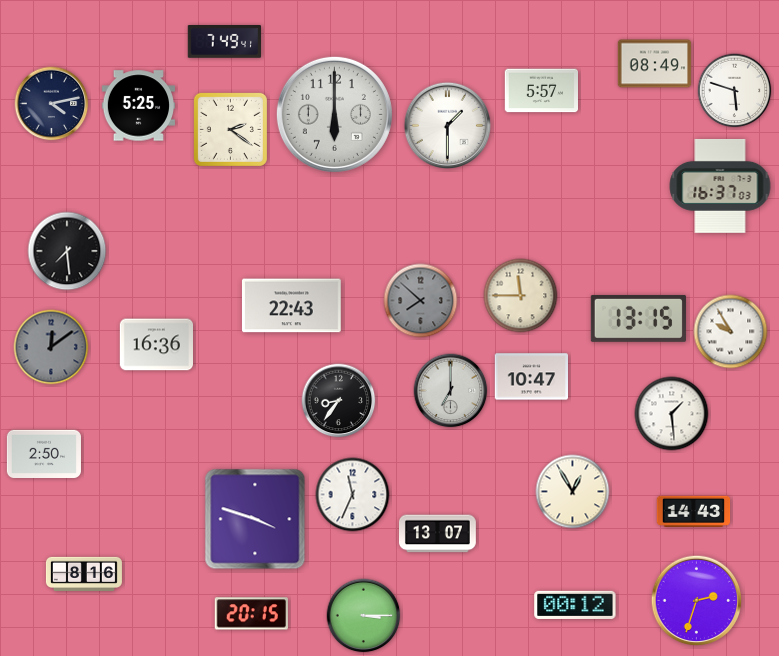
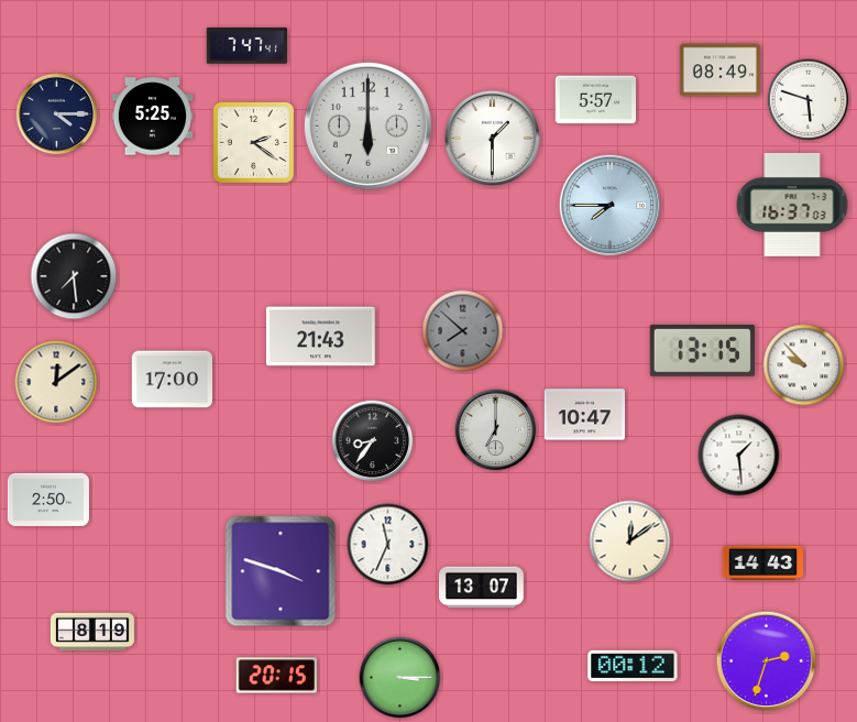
clock at (224, 42): 7:49 -> 7:47
clock at (52, 104): 4:13 -> 4:15
clock at (611, 206): none -> 7:45
clock at (521, 296): 11:45 -> none
clock at (291, 306): 22:43 -> 21:43
clock at (731, 332): 9:55 -> 9:53
clock at (157, 345): 16:36 -> 17:00
clock at (51, 347) dial: grey -> cream
clock at (573, 492): 12:55 -> 12:09
clock at (84, 574): 8:16 -> 8:19
